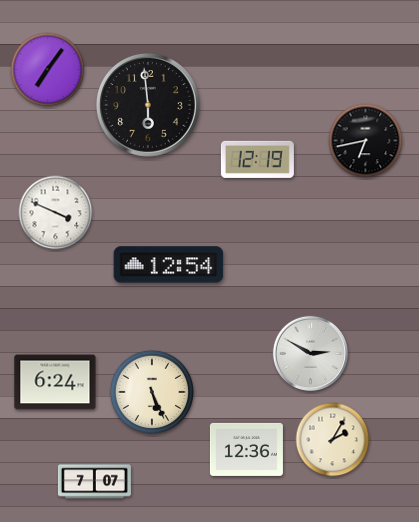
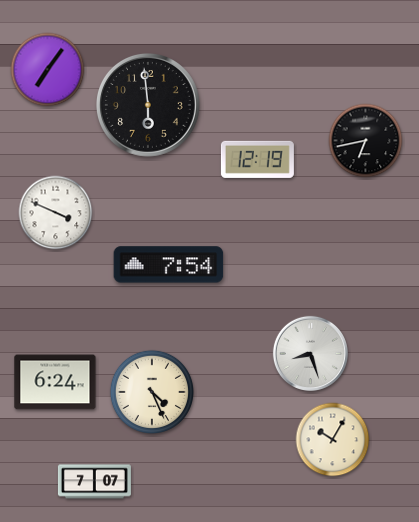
clock at (169, 265): 12:54 -> 7:54
clock at (310, 353): 2:50 -> 8:27
clock at (151, 391): 5:26 -> 4:26
clock at (333, 440): 2:05 -> 10:05
clock at (246, 449): 12:36 -> none
